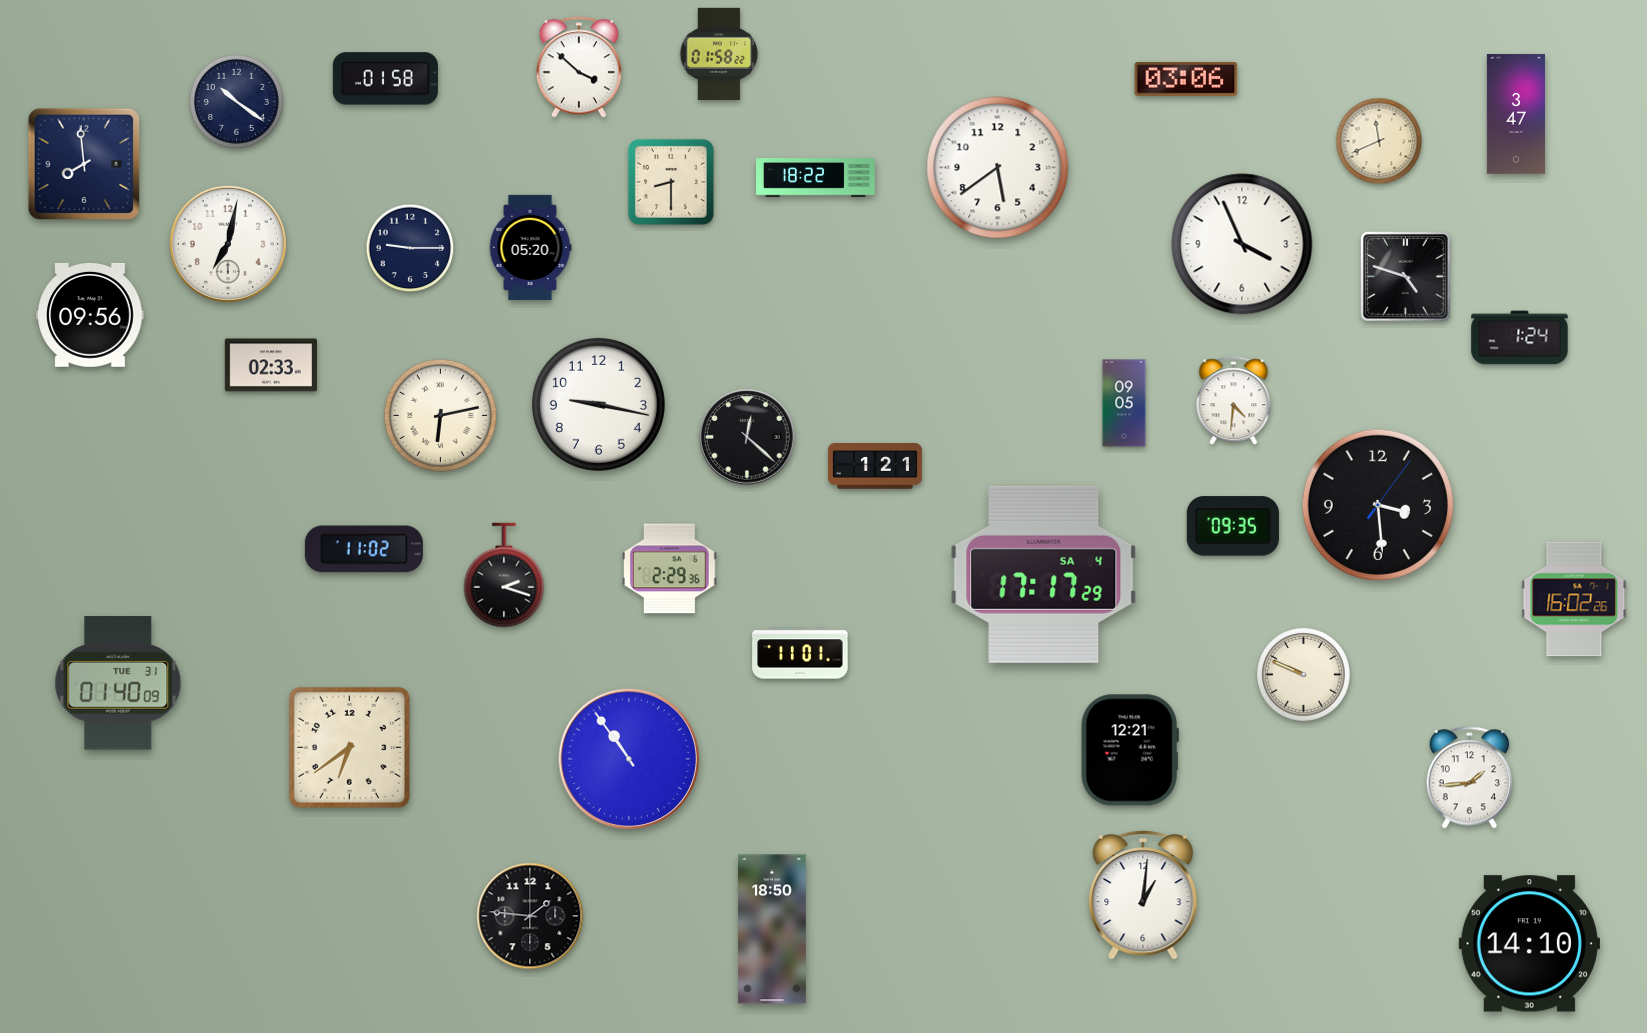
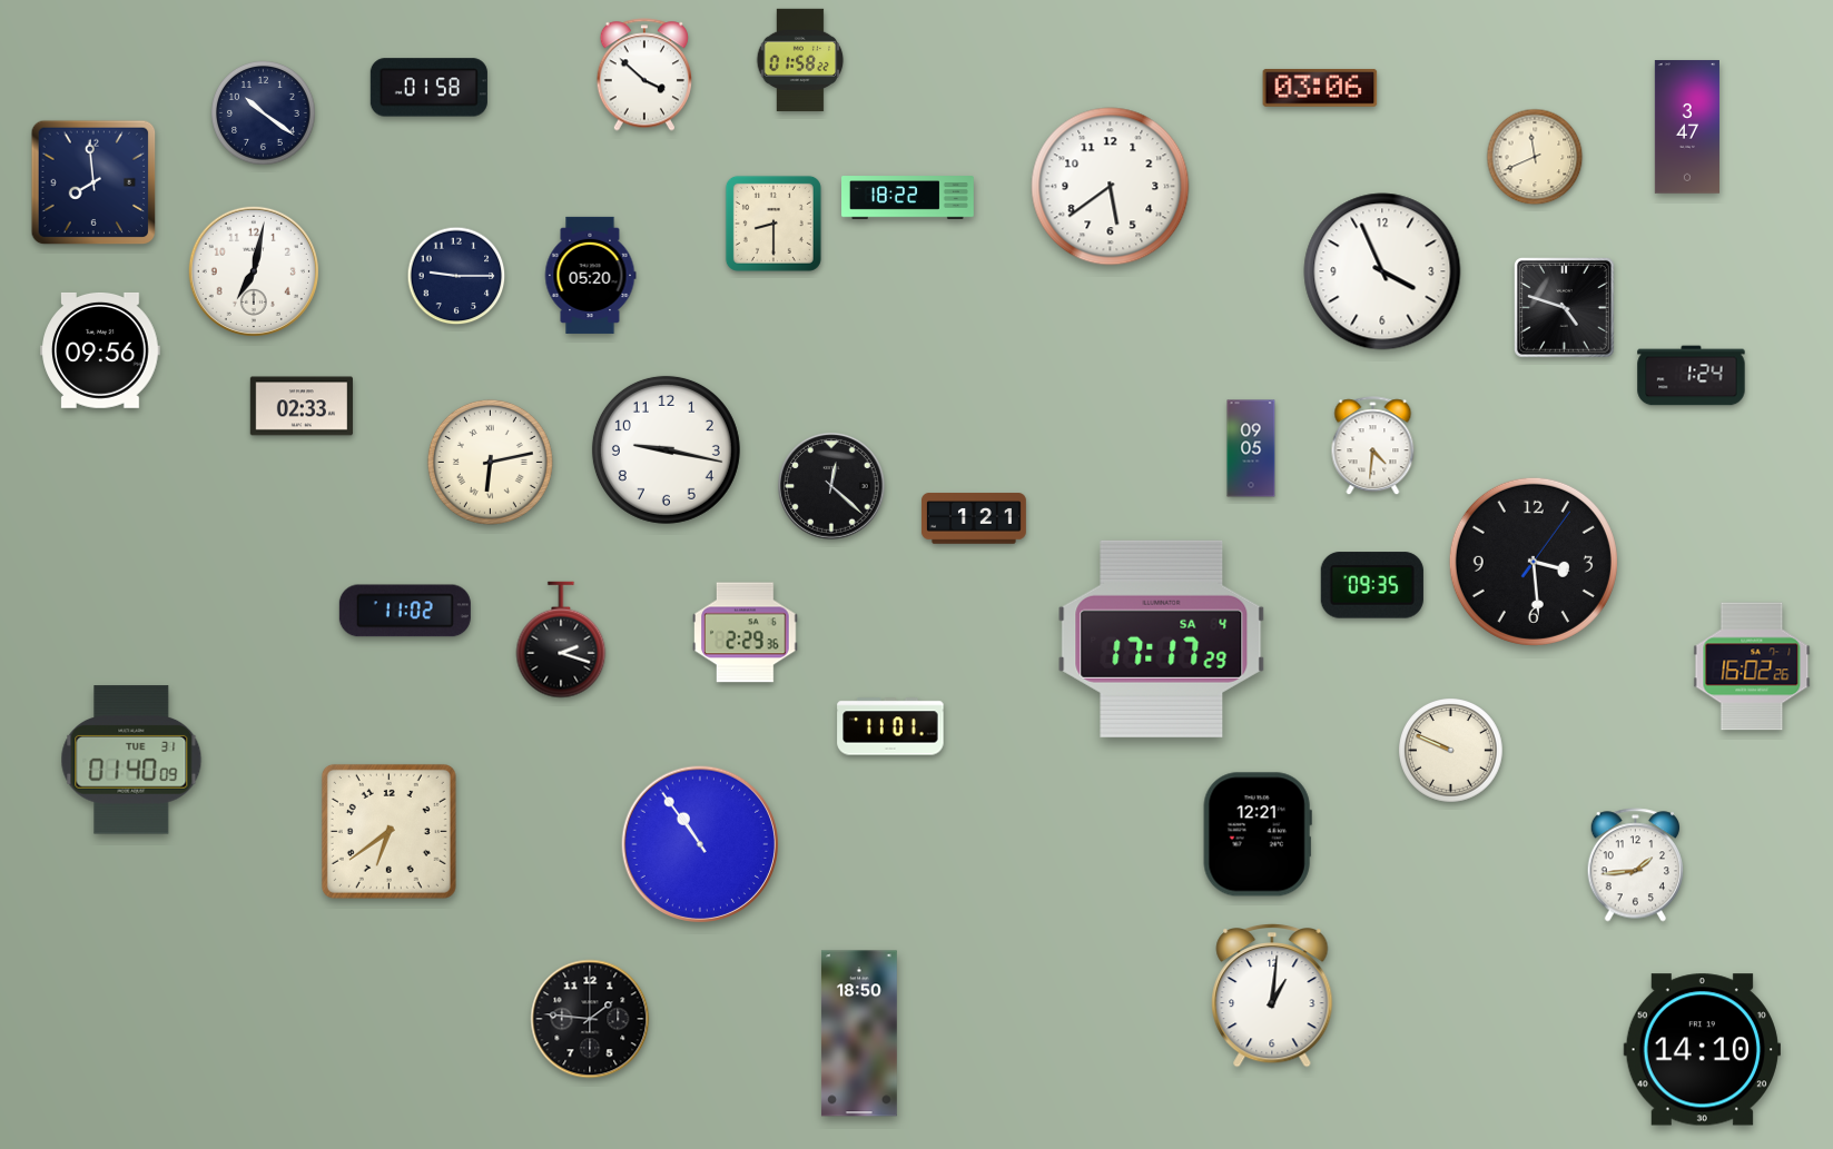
clock at (671, 182) position: (671, 182) -> (773, 224)
